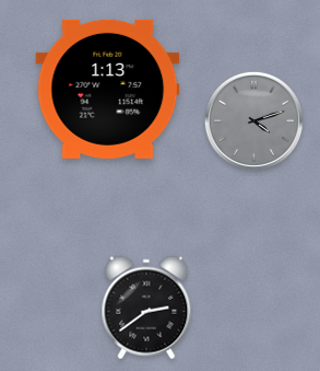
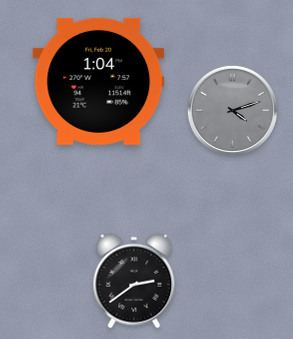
clock at (108, 89): 1:13 -> 1:04
